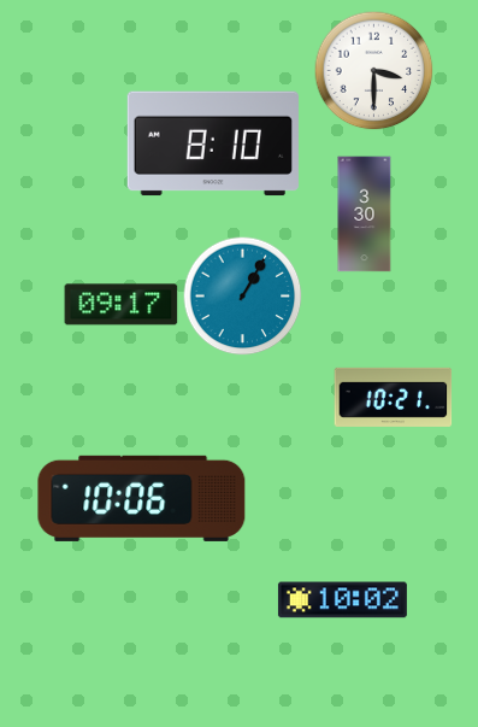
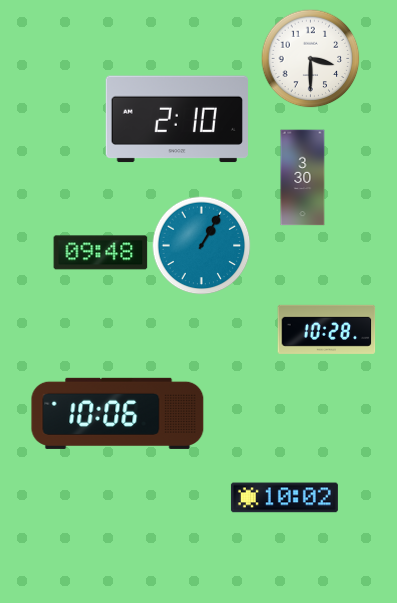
clock at (213, 143): 8:10 -> 2:10
clock at (122, 305): 09:17 -> 09:48
clock at (394, 397): 10:21 -> 10:28
